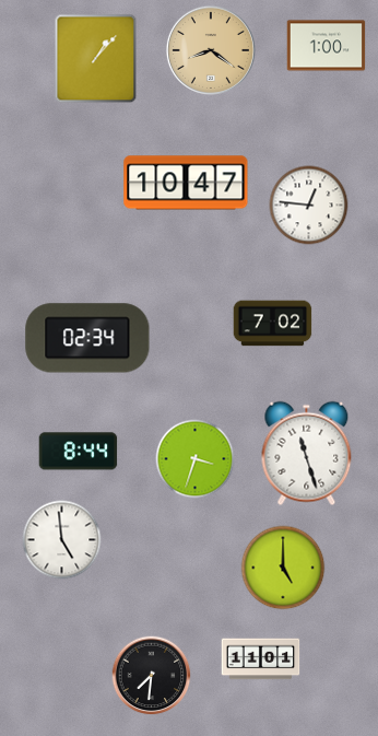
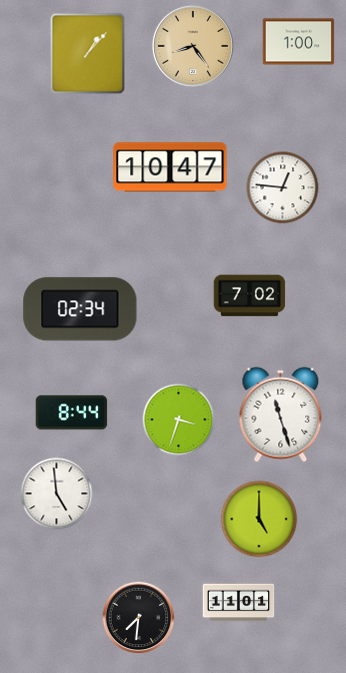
clock at (211, 50): 8:21 -> 8:24
